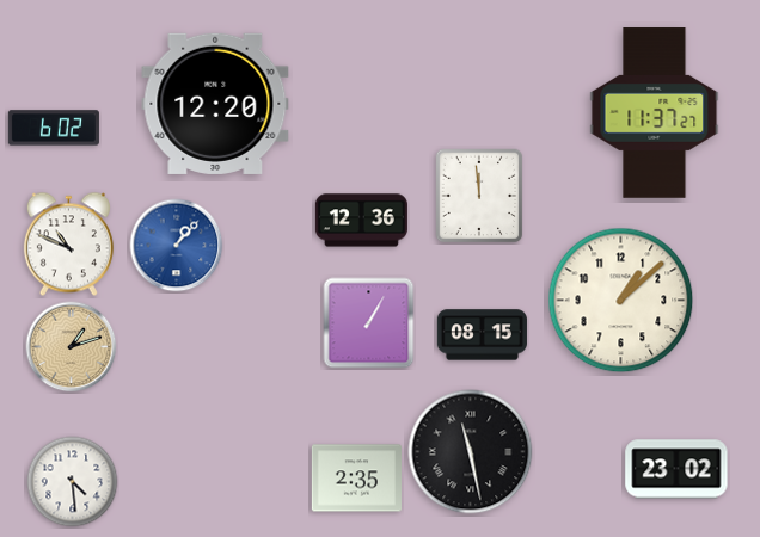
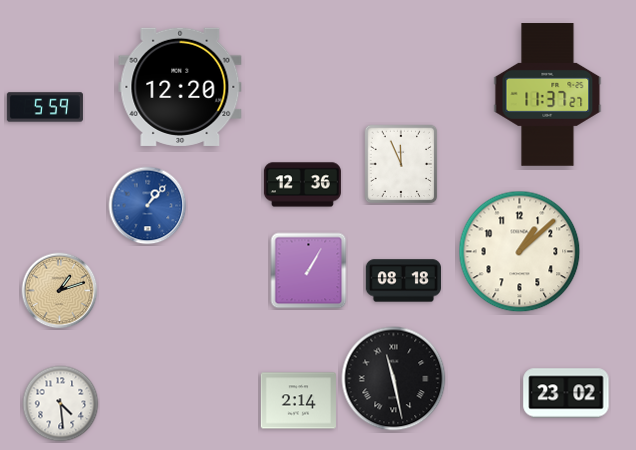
clock at (54, 128): 6:02 -> 5:59
clock at (479, 196): 11:59 -> 11:56
clock at (68, 245): 10:49 -> none
clock at (482, 335): 08:15 -> 08:18
clock at (356, 479): 2:35 -> 2:14
